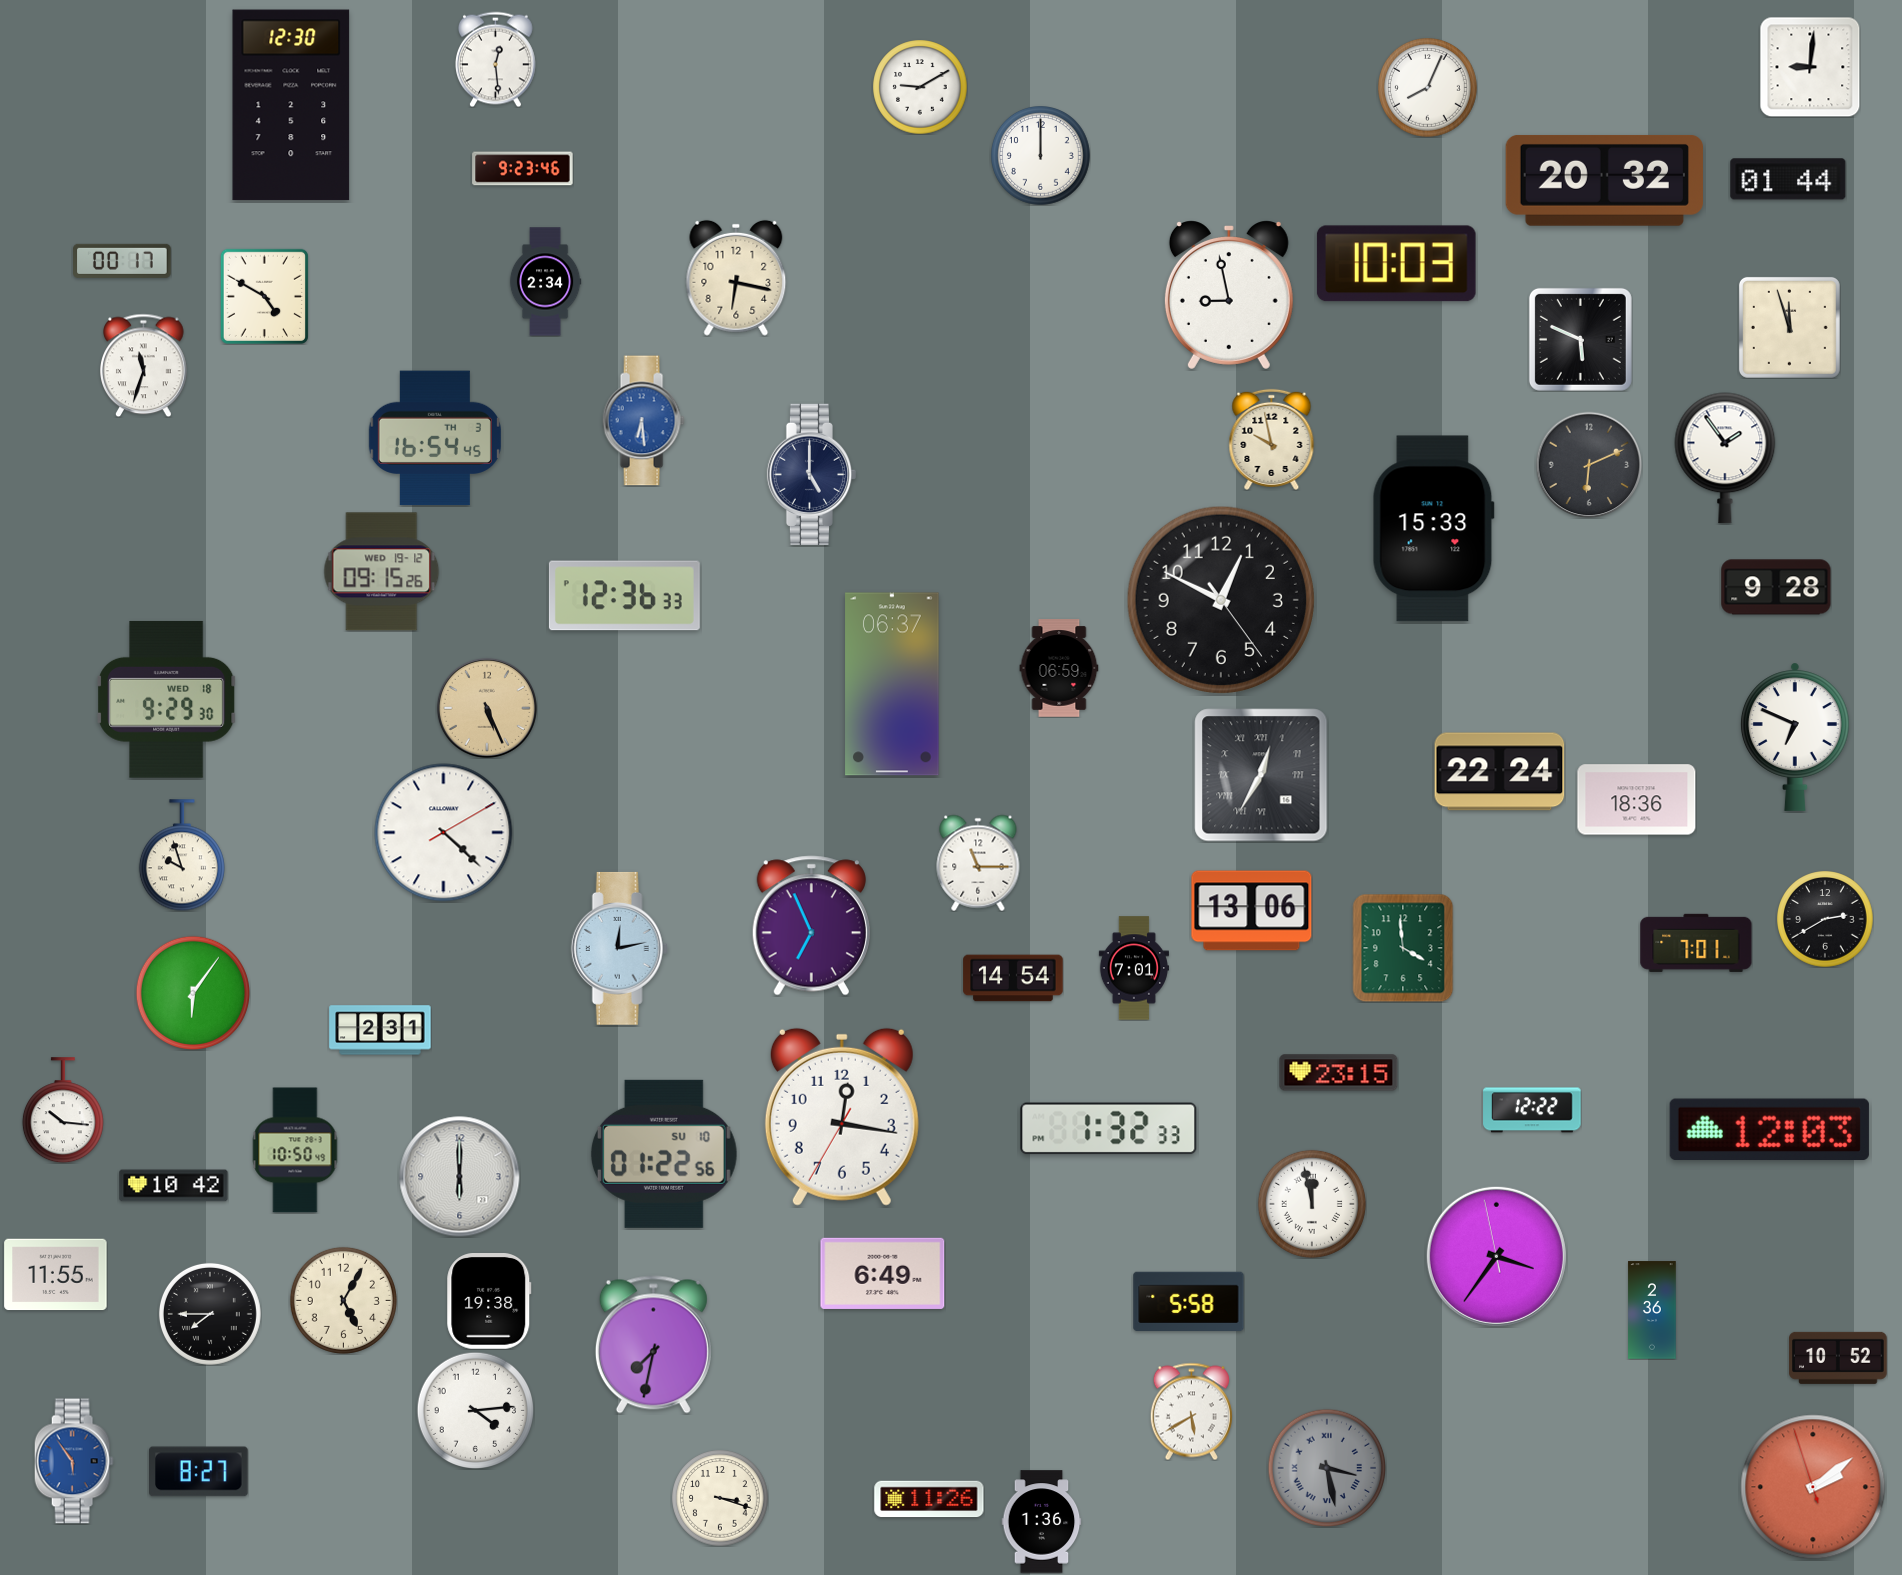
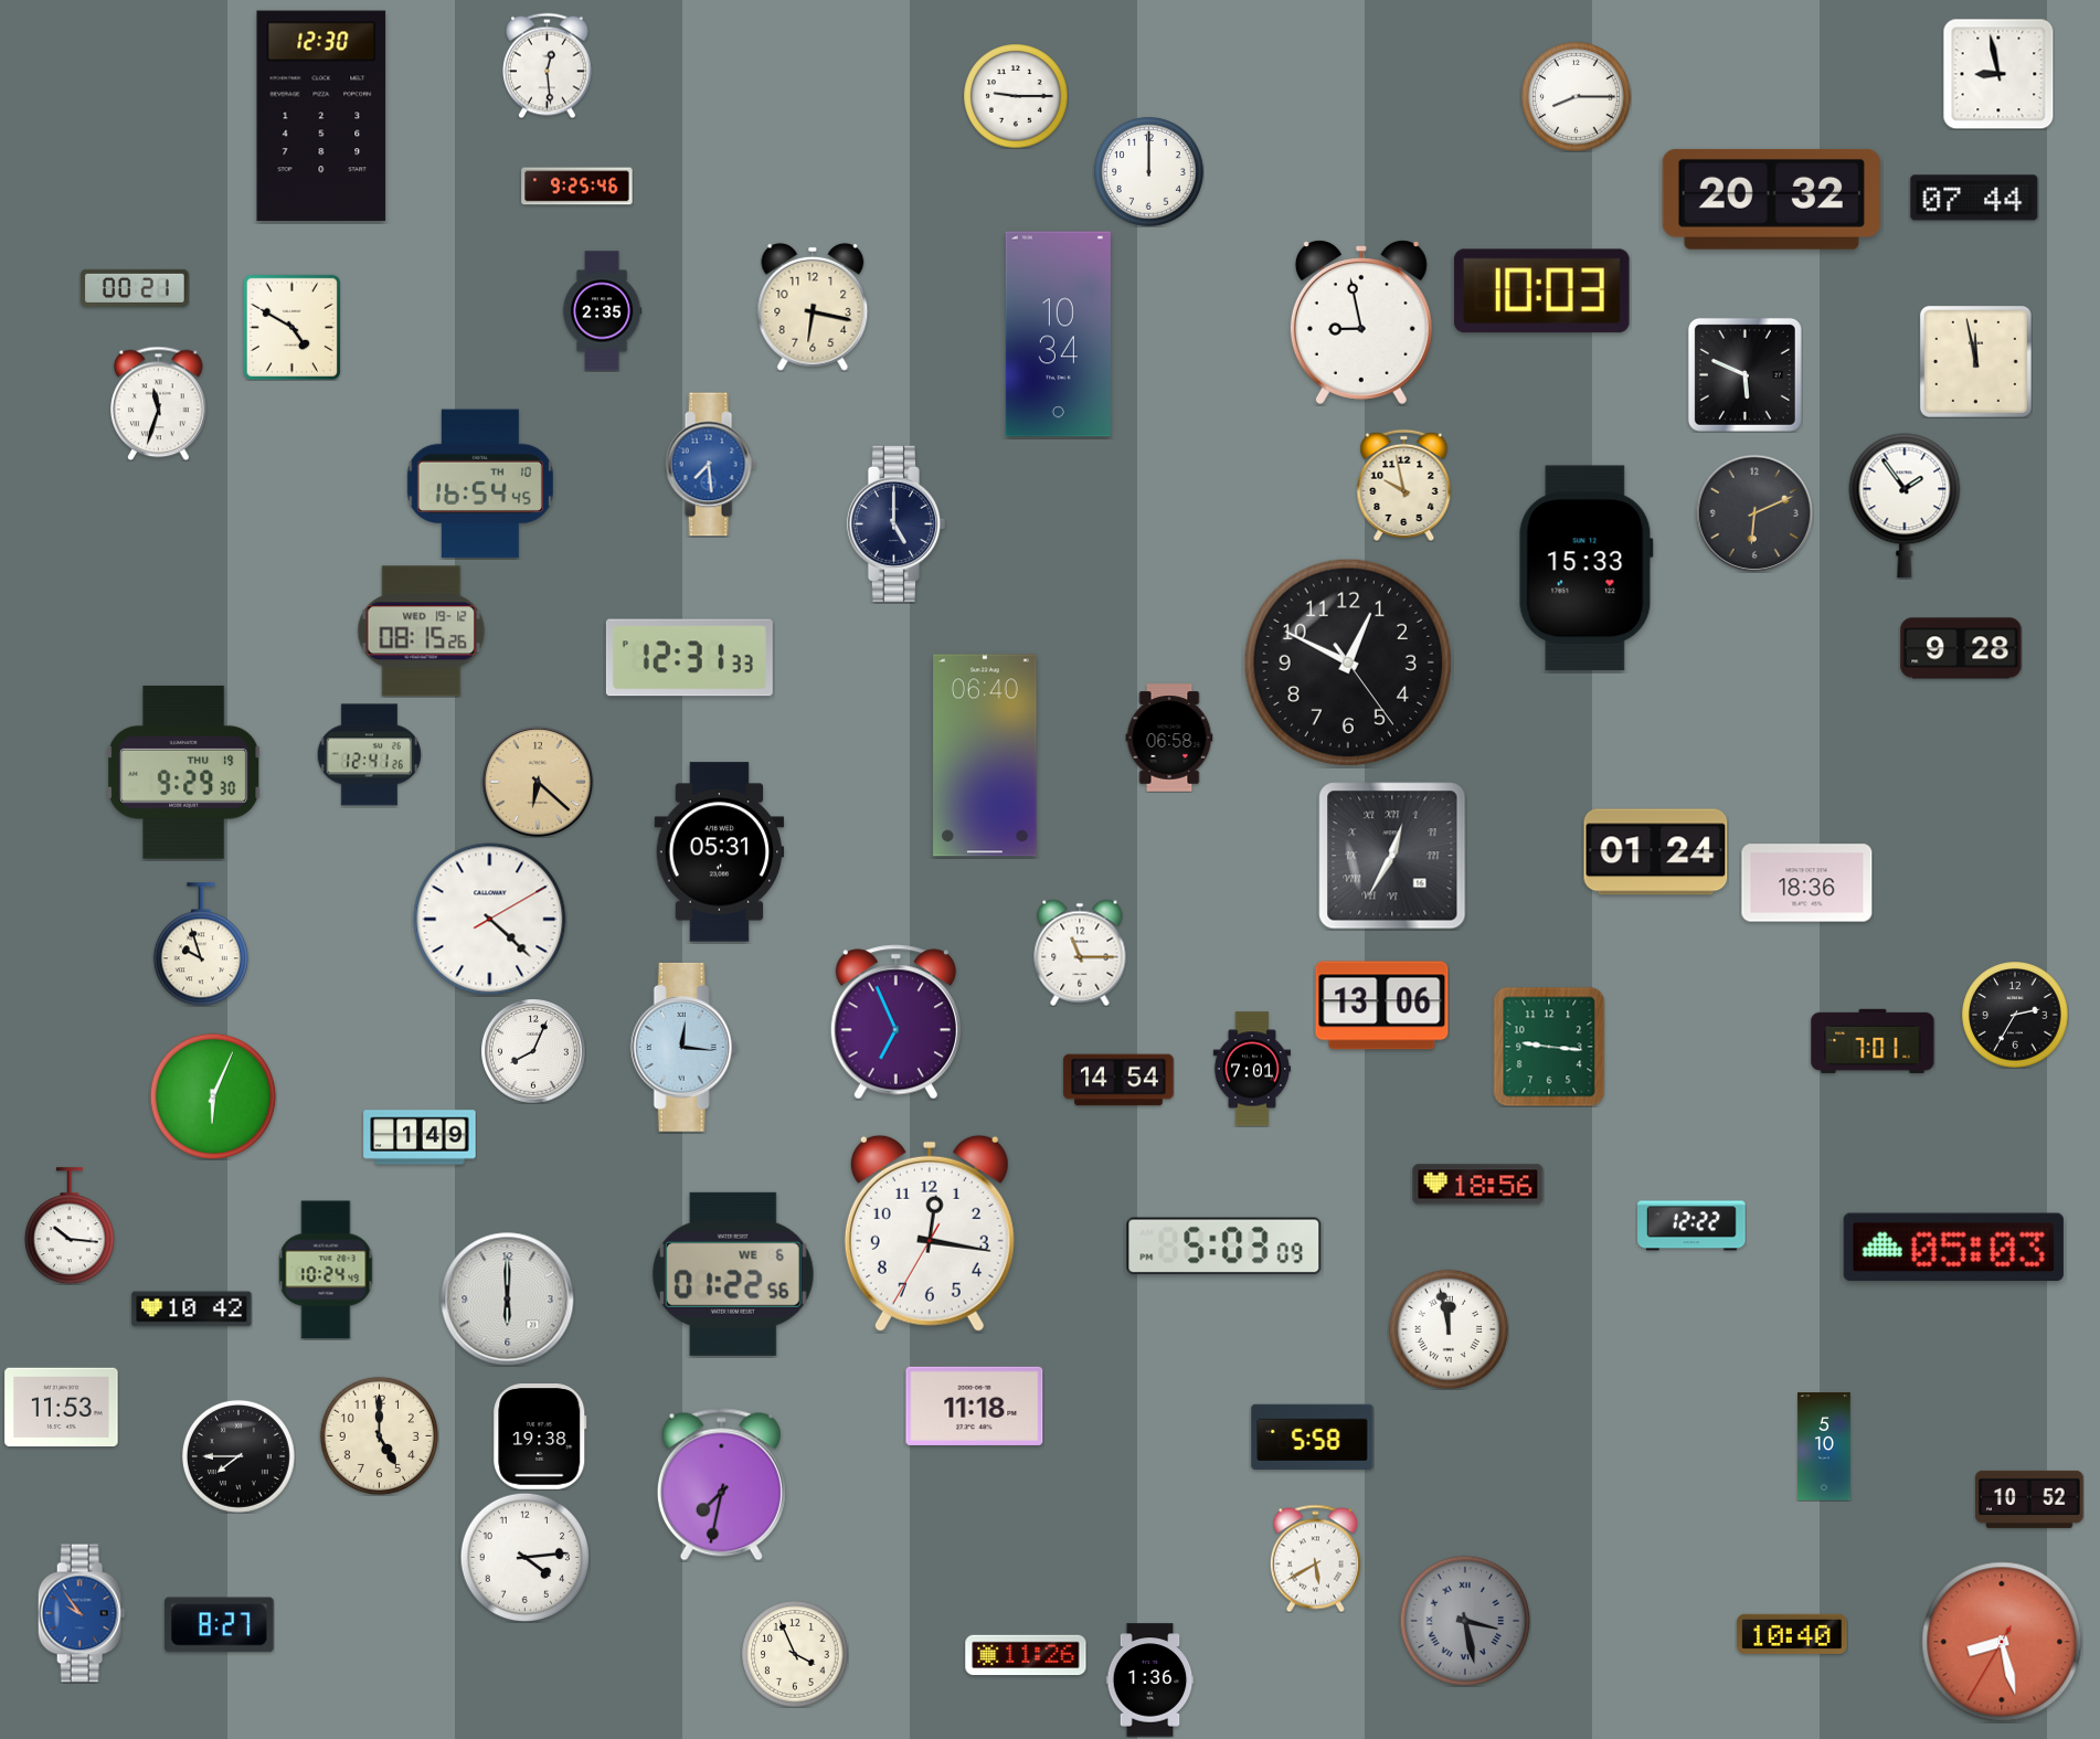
clock at (1810, 67): 9:01 -> 8:58
clock at (920, 87): 9:10 -> 9:15
clock at (1428, 88): 8:04 -> 8:15
clock at (523, 169): 9:23 -> 9:25
clock at (1788, 179): 01:44 -> 07:44
clock at (122, 261): 00:17 -> 00:21
clock at (545, 282): 2:34 -> 2:35
clock at (1229, 295) position: (1229, 295) -> (1361, 322)
clock at (1058, 335): none -> 10:34
clock at (1789, 327): 11:57 -> 11:58
clock at (643, 421): 6:29 -> 7:29
clock at (435, 438) date: TH 3 -> TH 10
clock at (1433, 529) position: (1433, 529) -> (1585, 569)
clock at (382, 572): 09:15 -> 08:15
clock at (624, 596): 12:36 -> 12:31
clock at (1059, 668): 06:59 -> 06:58
clock at (369, 755): none -> 12:41
clock at (892, 684): 06:37 -> 06:40
clock at (167, 699) date: WED 18 -> THU 19
clock at (487, 708): 5:26 -> 6:22
clock at (1795, 737): 6:49 -> none
clock at (720, 852): none -> 05:31
clock at (1500, 772): 22:24 -> 01:24
clock at (1825, 919): 2:40 -> 2:35
clock at (619, 948): 12:13 -> 12:16
clock at (1403, 948): 3:59 -> 9:16
clock at (533, 1051): none -> 8:04
clock at (193, 993): 6:06 -> 6:04
clock at (380, 1030): 2:31 -> 1:49
clock at (1339, 1073): 23:15 -> 18:56
clock at (1109, 1129): 1:32 -> 5:03
clock at (1769, 1130): 12:03 -> 05:03
clock at (295, 1150): 10:50 -> 10:24
clock at (664, 1154) date: SU 10 -> WE 6
clock at (1496, 1256): 3:35 -> none
clock at (883, 1273): 6:49 -> 11:18
clock at (56, 1275): 11:55 -> 11:53
clock at (343, 1300): 5:05 -> 5:00
clock at (1652, 1310): 2:36 -> 5:10
clock at (210, 1314) position: (210, 1314) -> (238, 1456)
clock at (74, 1461): 5:54 -> 9:54
clock at (1792, 1634): none -> 10:40
clock at (1813, 1487): 2:08 -> 8:27
clock at (720, 1498): 3:18 -> 3:56
